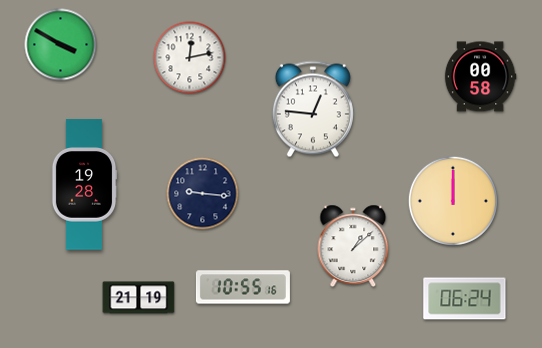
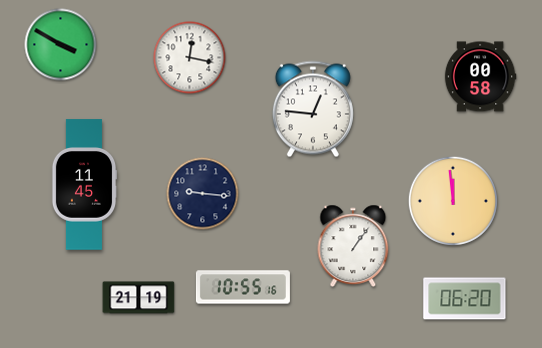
clock at (190, 58): 12:13 -> 12:17
clock at (84, 185): 19:28 -> 11:45
clock at (453, 201): 12:00 -> 11:59
clock at (353, 246): 1:08 -> 1:06
clock at (465, 299): 06:24 -> 06:20
